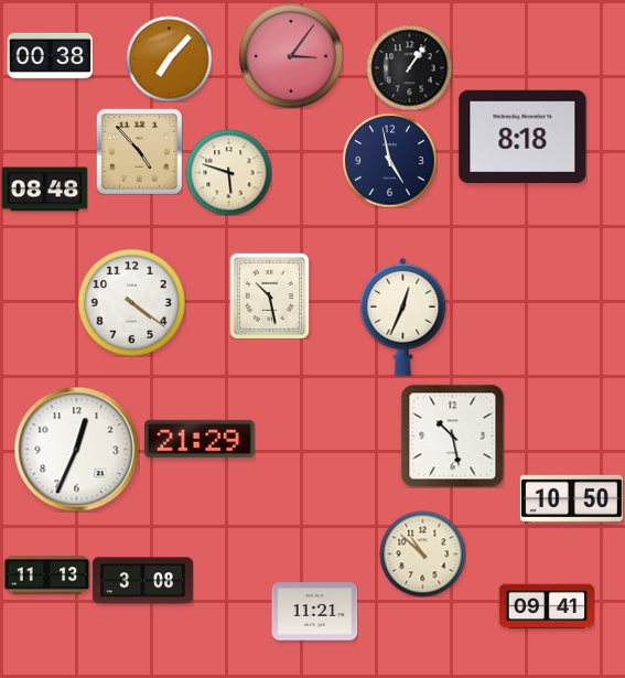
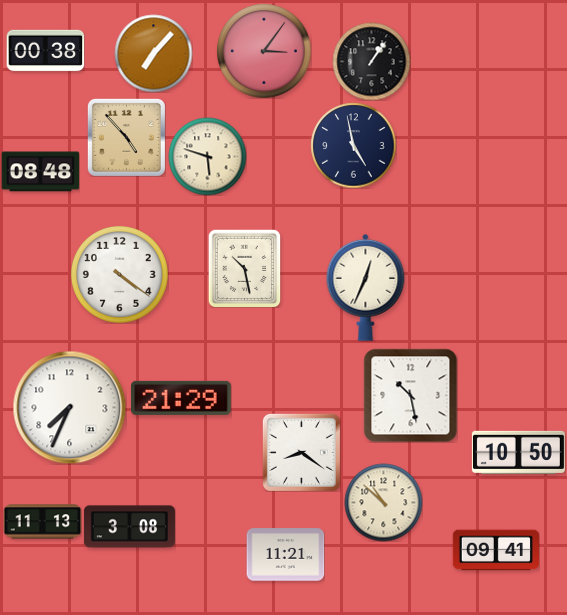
clock at (522, 136): 8:18 -> none
clock at (76, 449): 12:34 -> 7:34
clock at (301, 452): none -> 8:21
